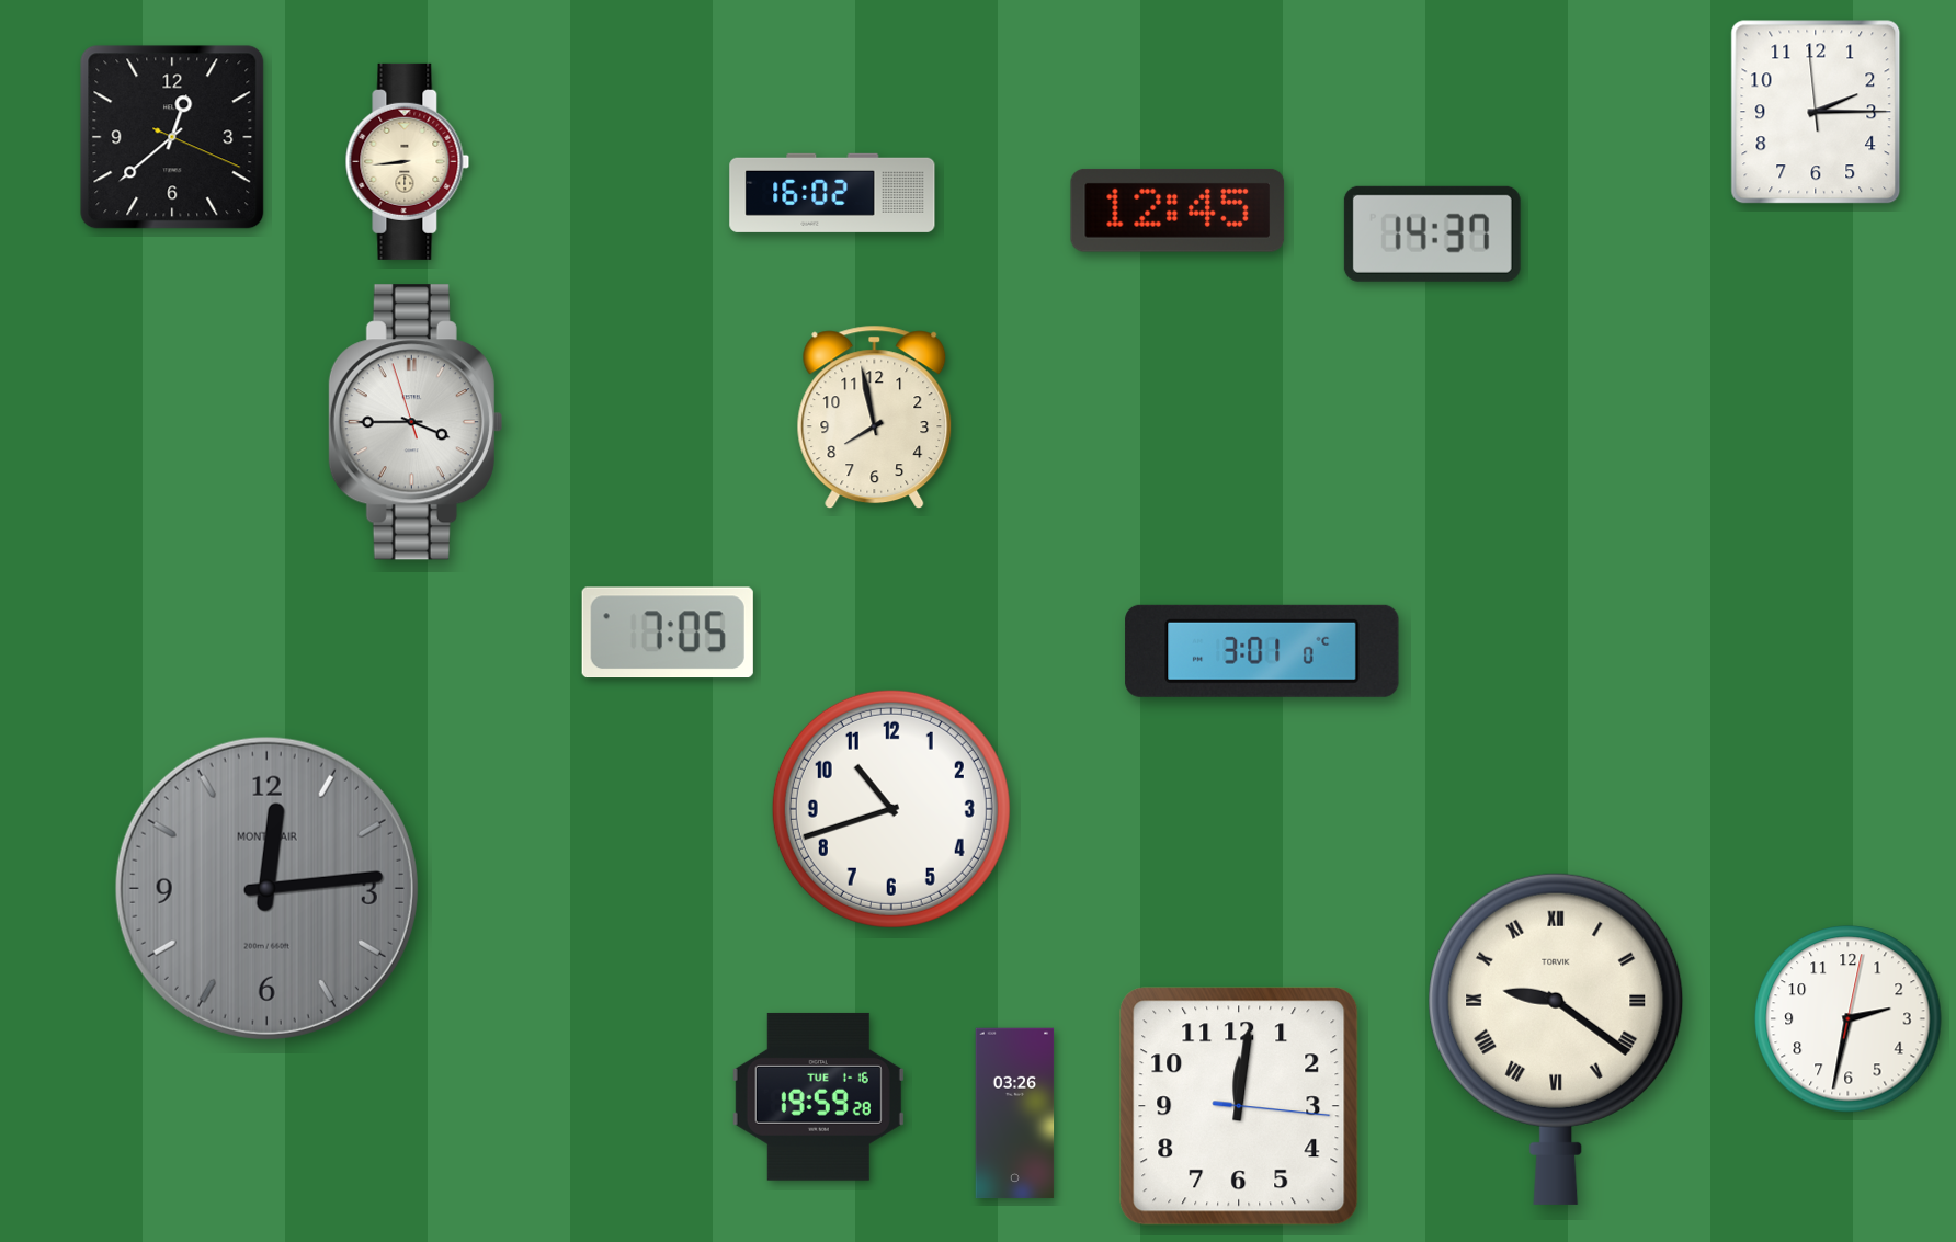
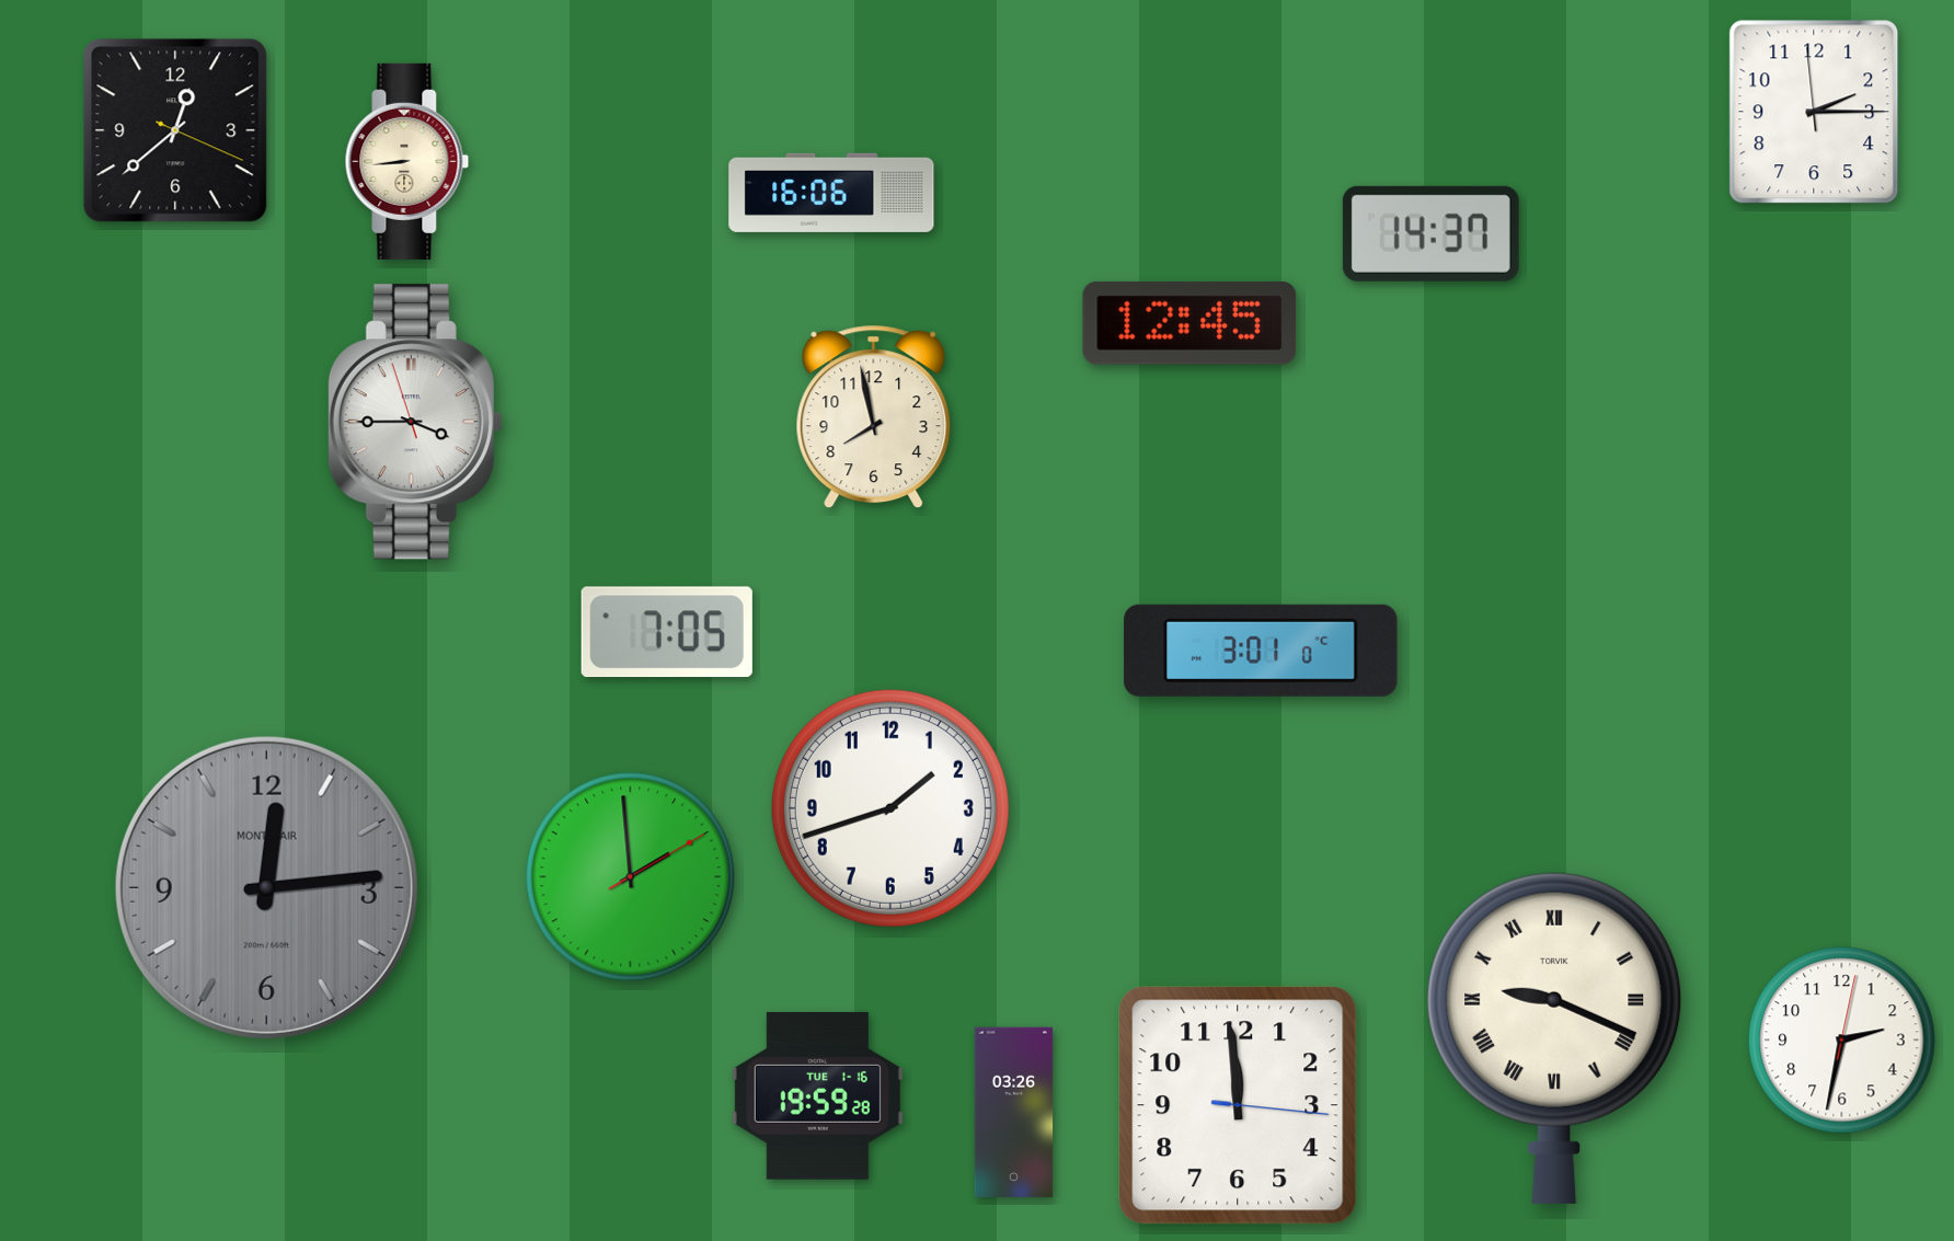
clock at (172, 137) position: (172, 137) -> (175, 130)
clock at (832, 193): 16:02 -> 16:06
clock at (1178, 210) position: (1178, 210) -> (1189, 323)
clock at (891, 809): 10:42 -> 1:42
clock at (631, 877): none -> 1:59
clock at (1849, 1019) position: (1849, 1019) -> (1842, 1041)
clock at (1556, 1038): 9:21 -> 9:19
clock at (1239, 1106): 12:01 -> 11:59
